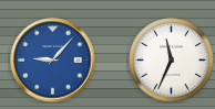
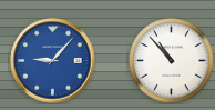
clock at (172, 61): 11:34 -> 10:53
